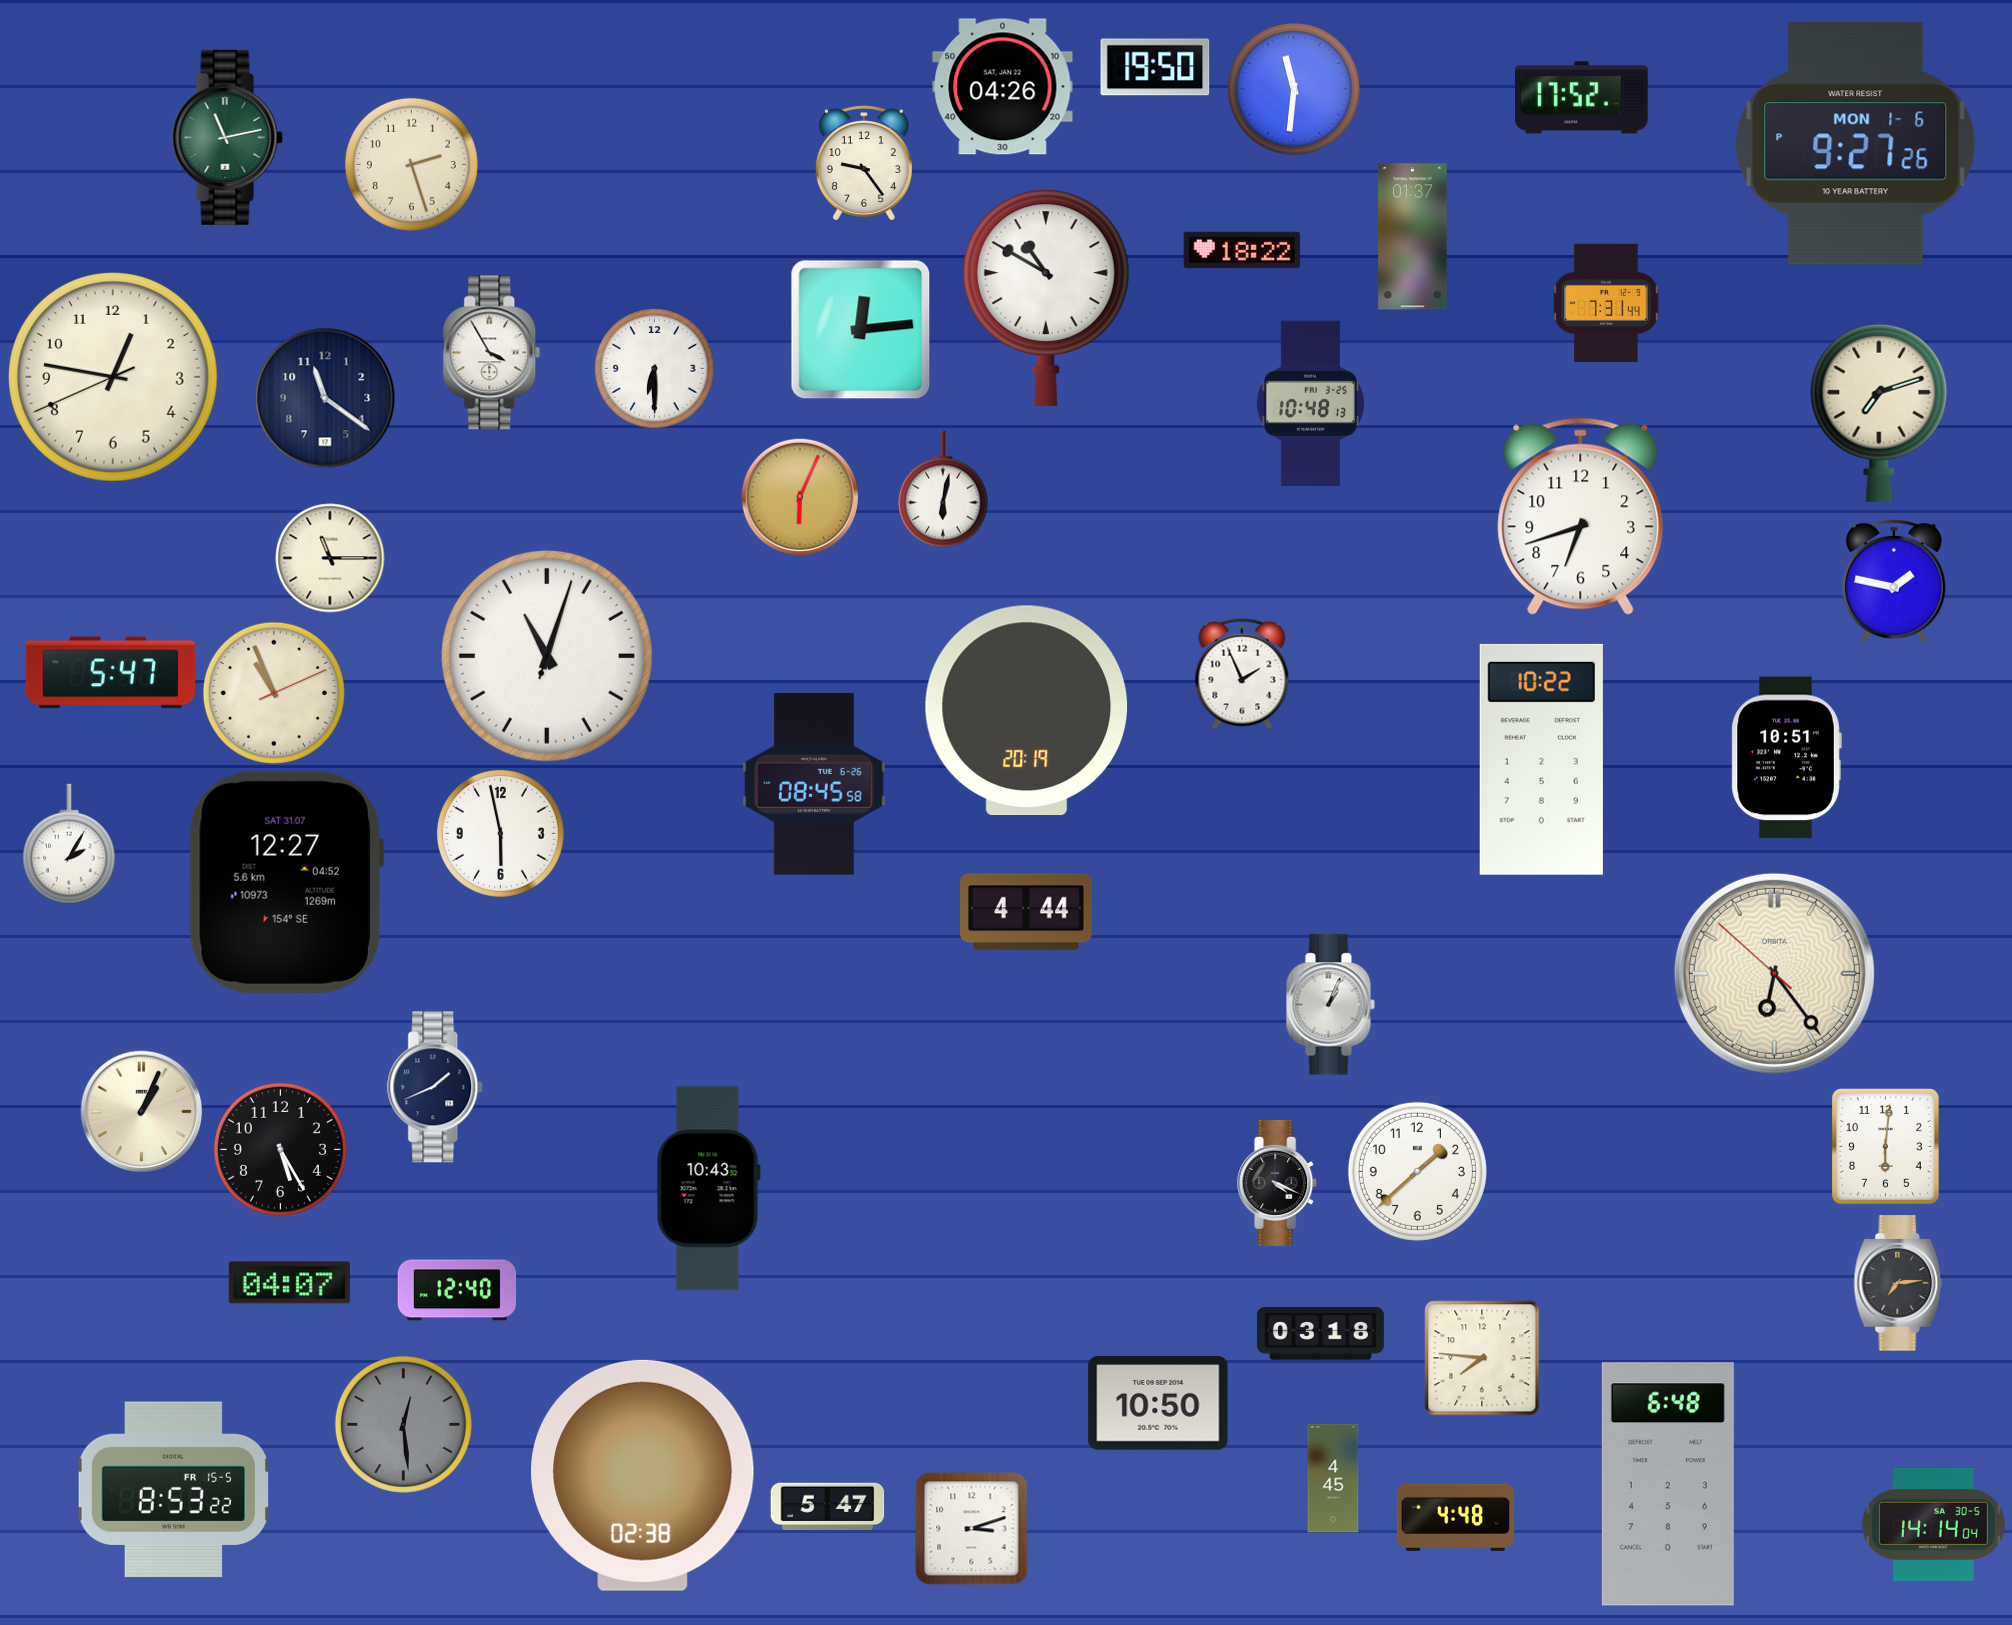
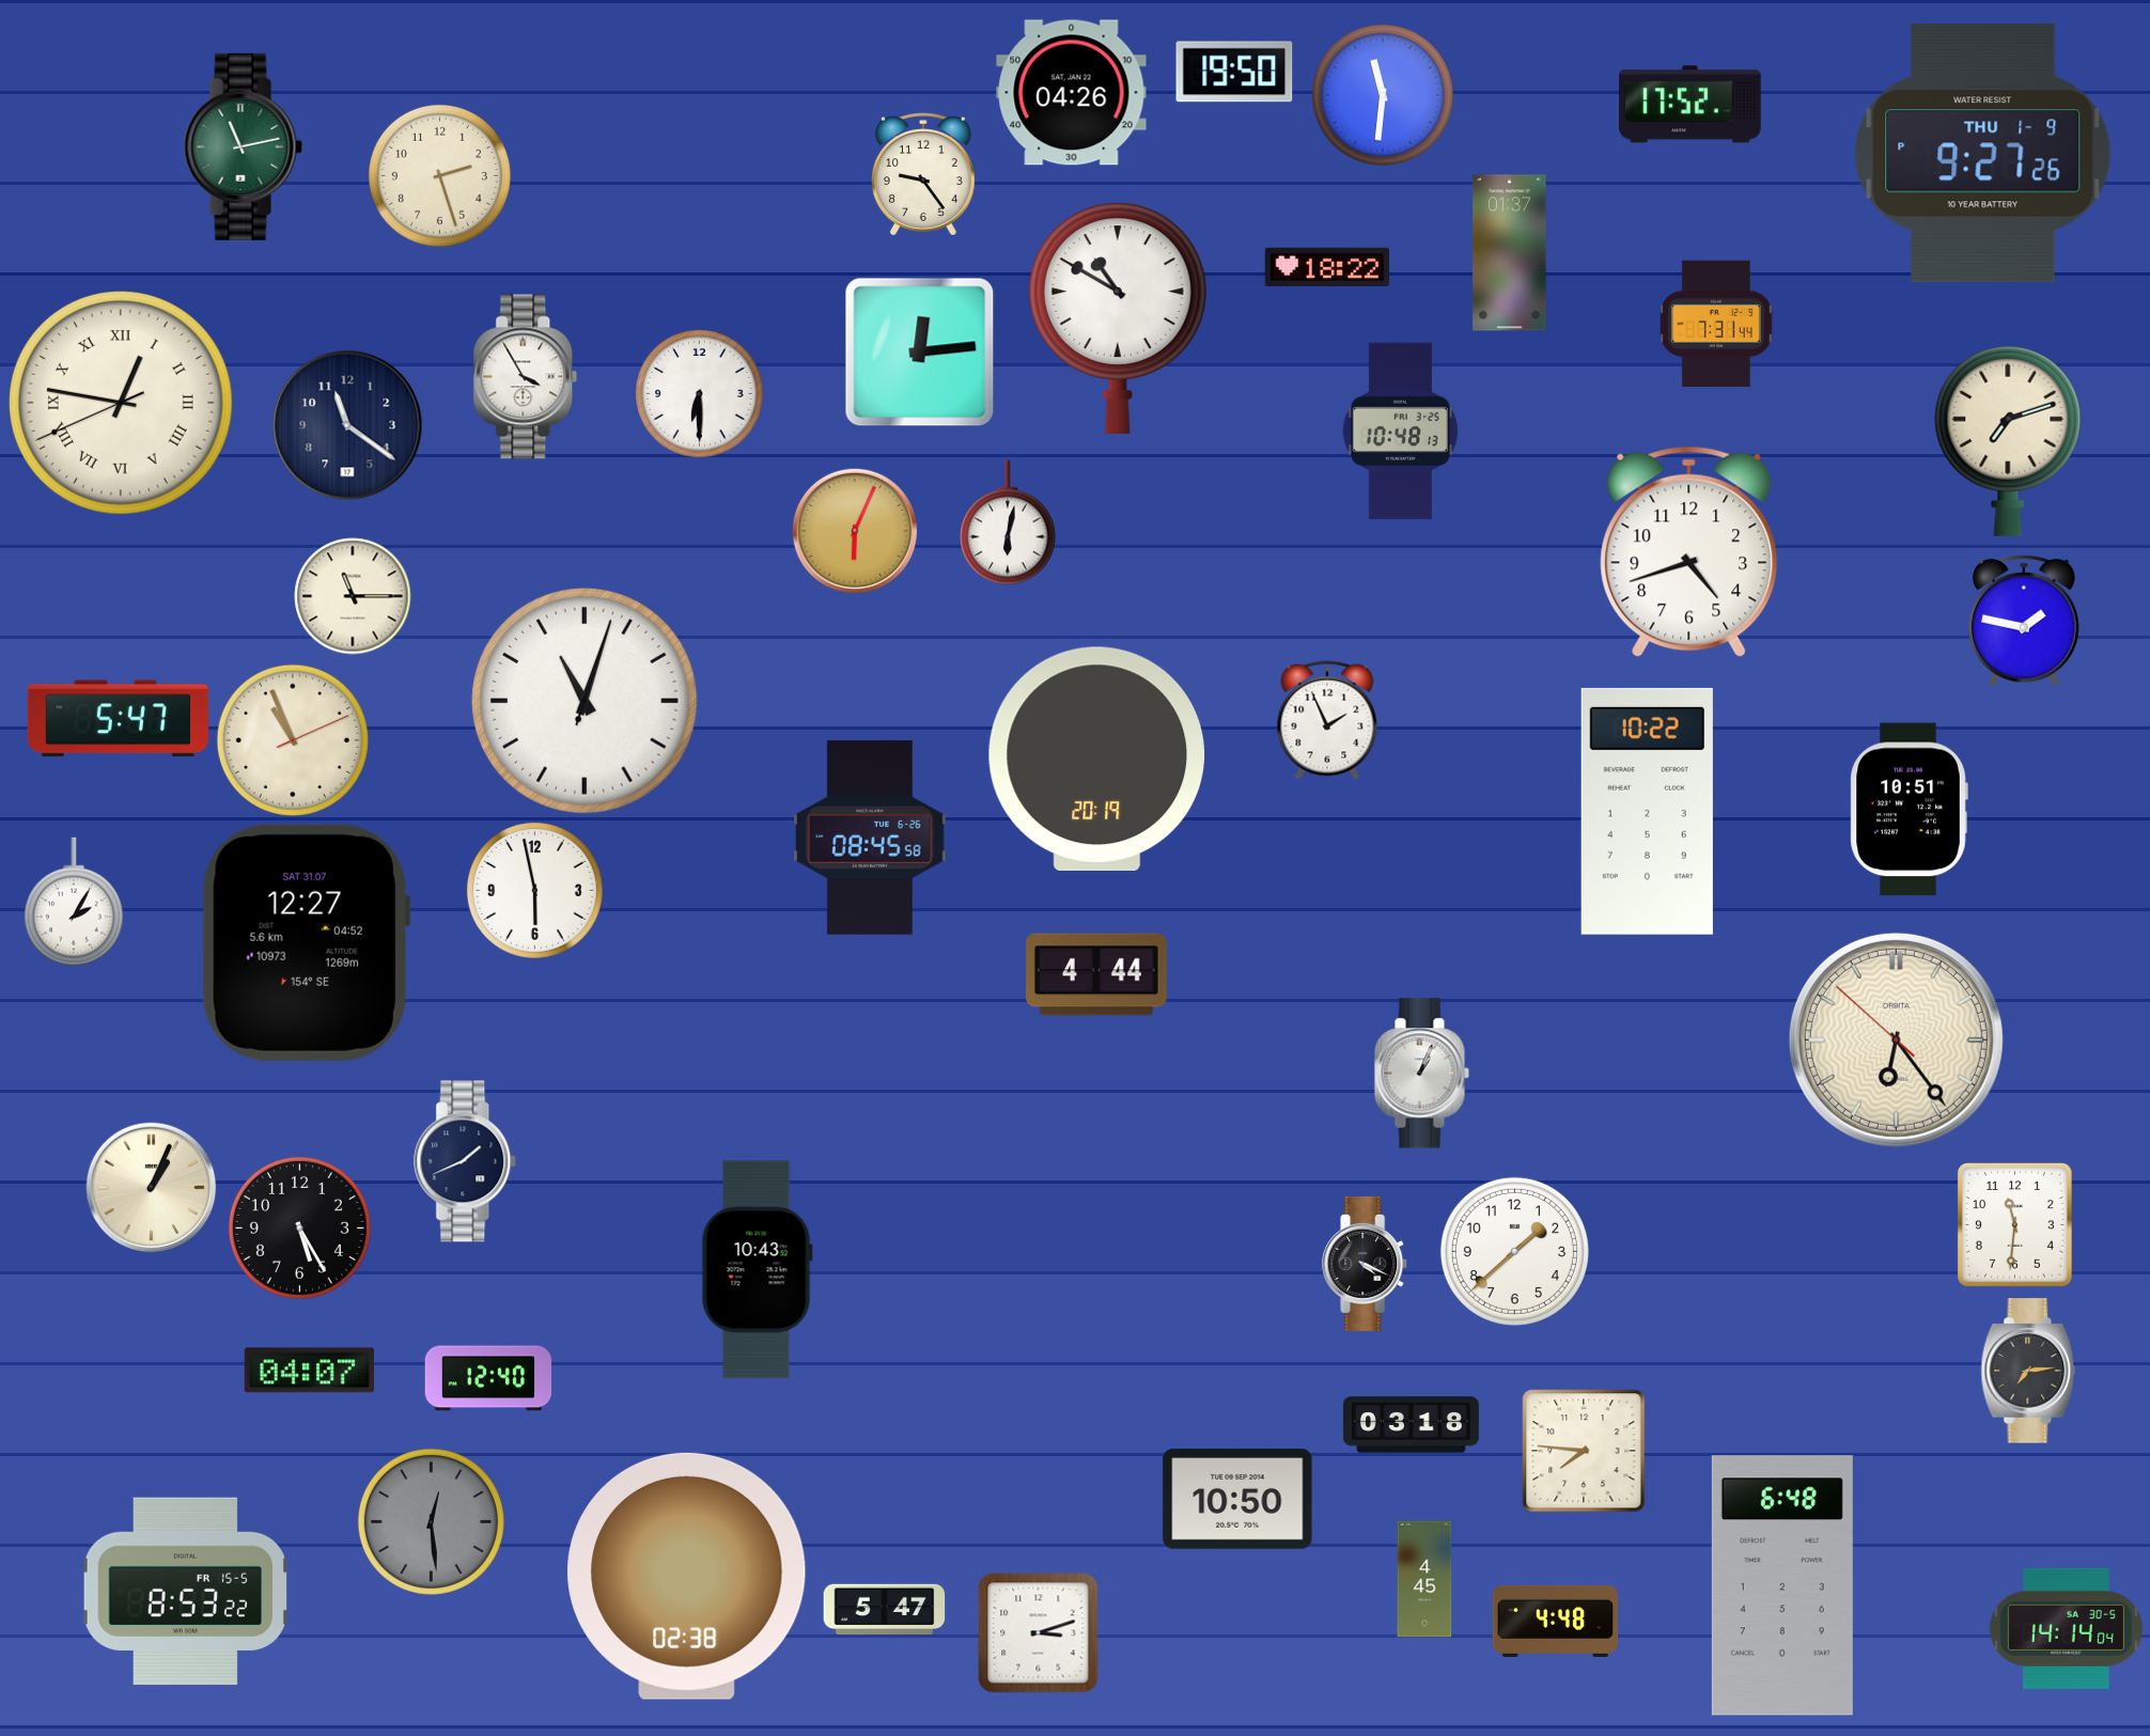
clock at (1856, 144) date: MON 1-6 -> THU 1-9
clock at (113, 377) numerals: Arabic -> Roman
clock at (1581, 517): 6:42 -> 4:42
clock at (1885, 1147): 6:01 -> 11:31
